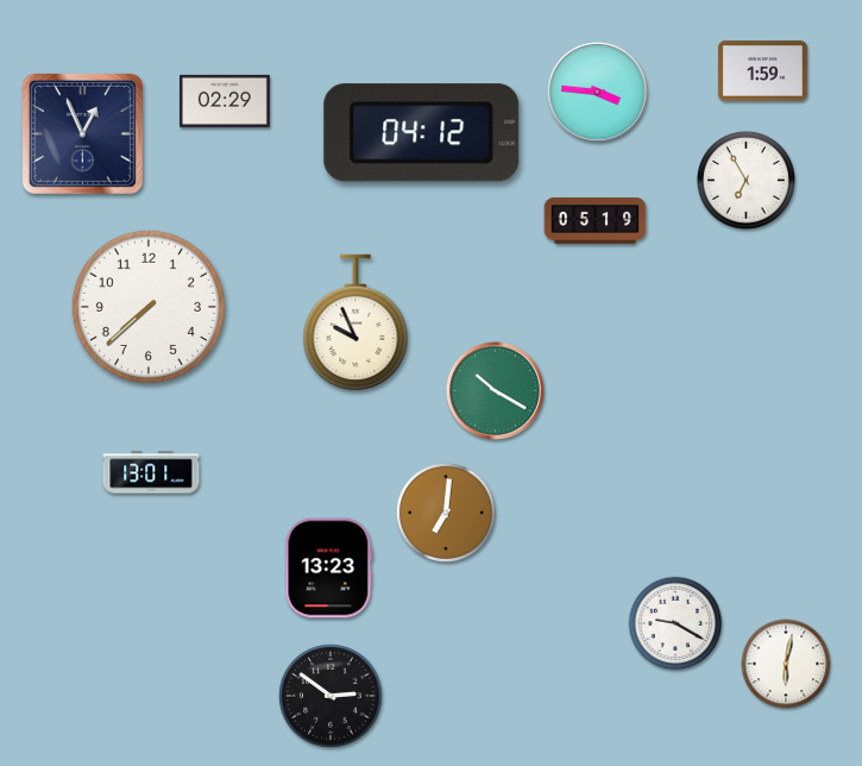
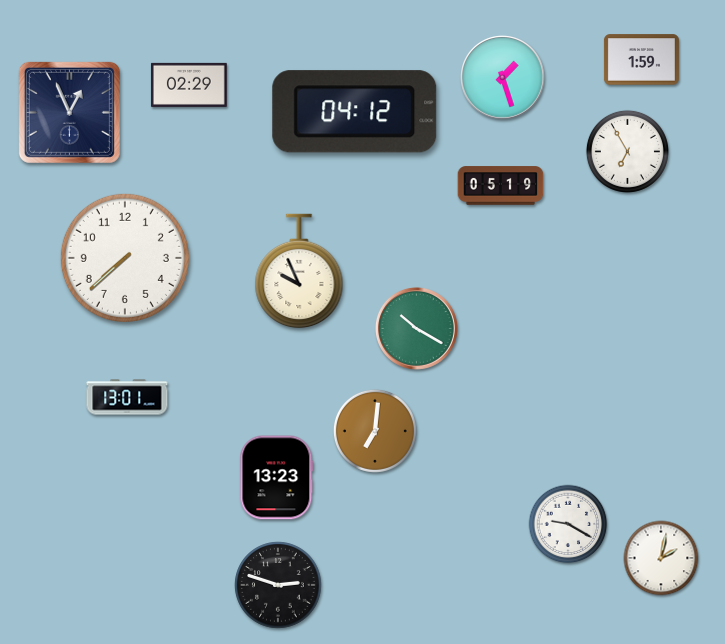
clock at (598, 93): 3:46 -> 1:27
clock at (786, 664): 6:02 -> 2:02
clock at (331, 696): 2:51 -> 2:48
